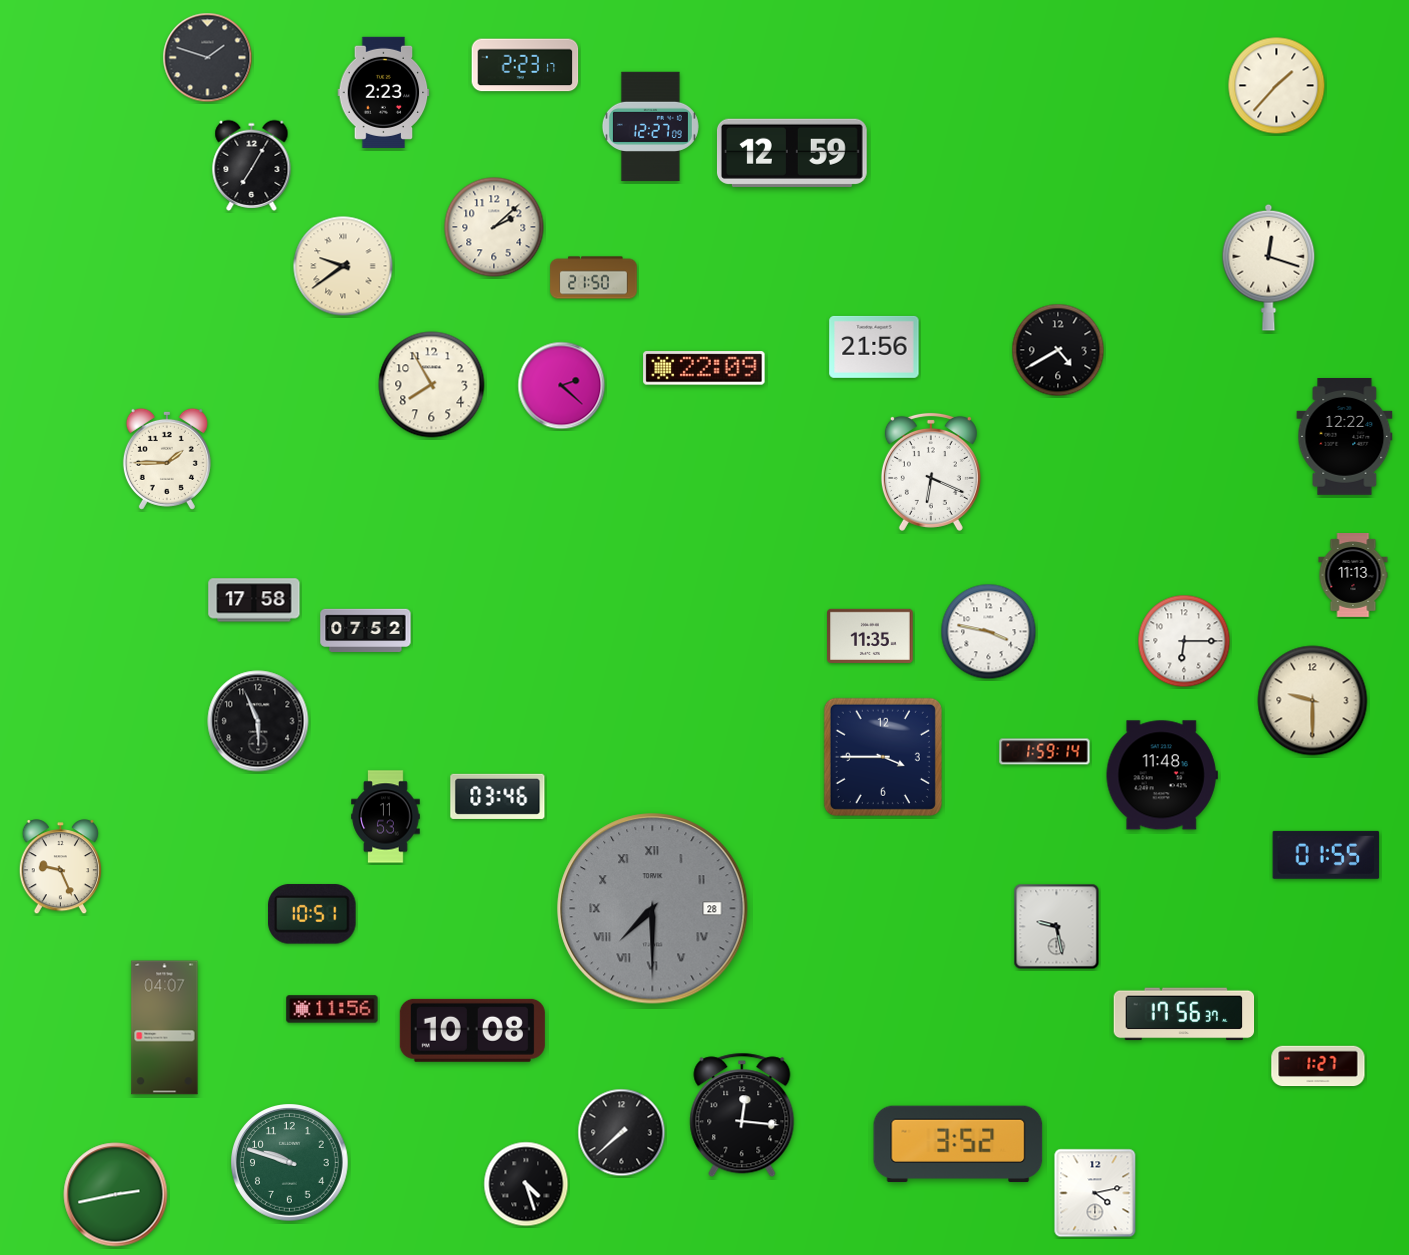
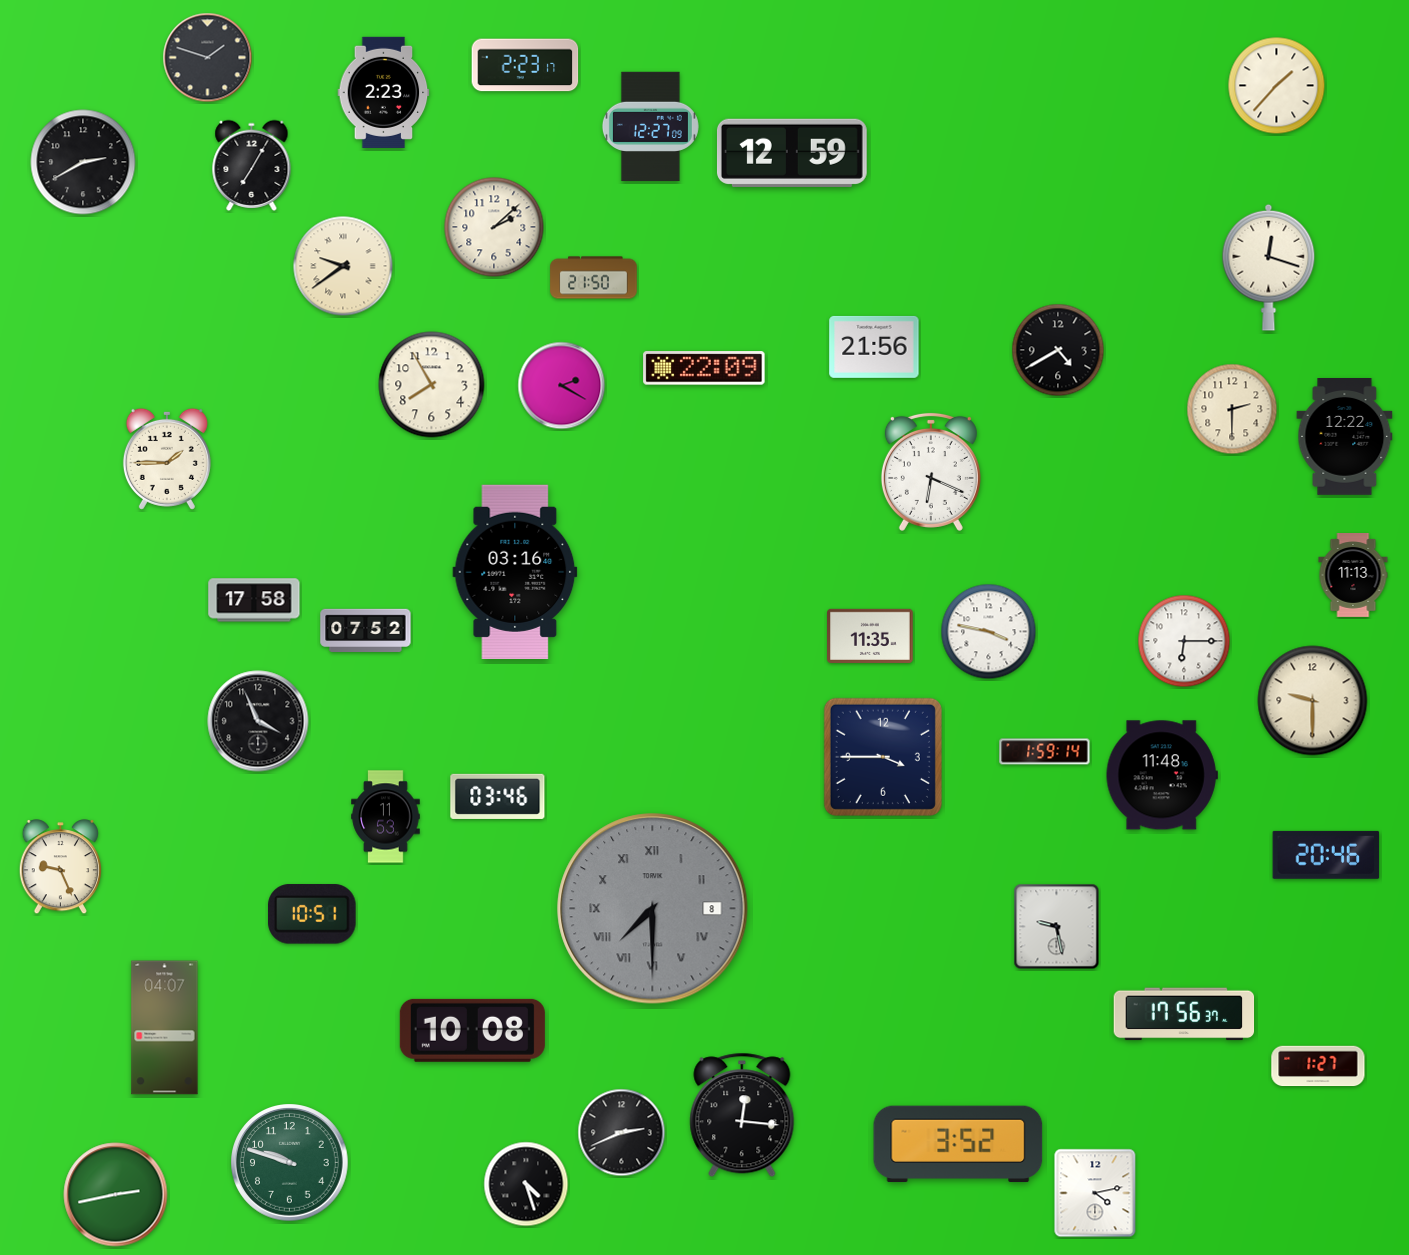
clock at (83, 162): none -> 2:40
clock at (562, 386): 2:22 -> 2:20
clock at (1232, 409): none -> 2:30
clock at (515, 572): none -> 03:16
clock at (258, 721): 5:56 -> 3:56
clock at (1326, 855): 01:55 -> 20:46
clock at (653, 909) date: 28 -> 8
clock at (332, 1009): 11:56 -> none
clock at (622, 1133): 7:38 -> 2:41
